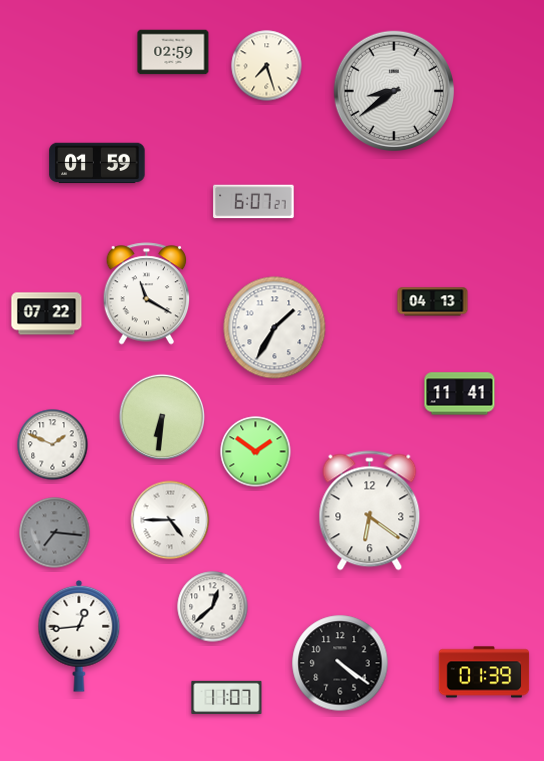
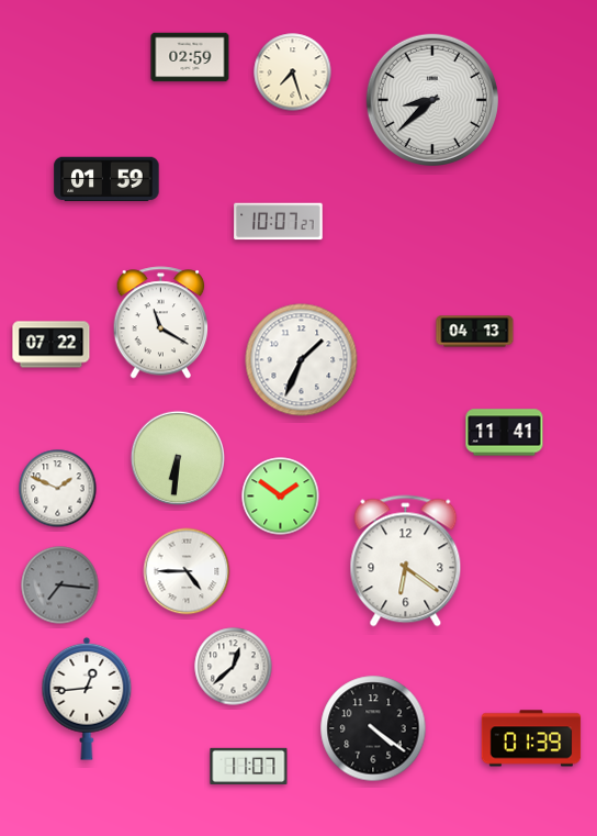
clock at (393, 90): 8:39 -> 8:38
clock at (254, 202): 6:07 -> 10:07
clock at (275, 328): 1:35 -> 1:34
